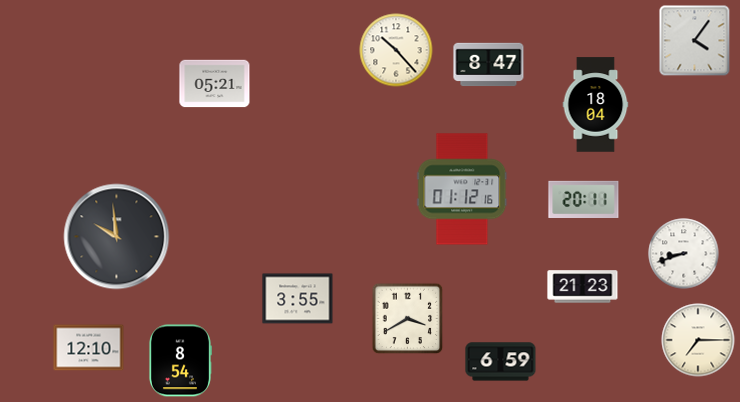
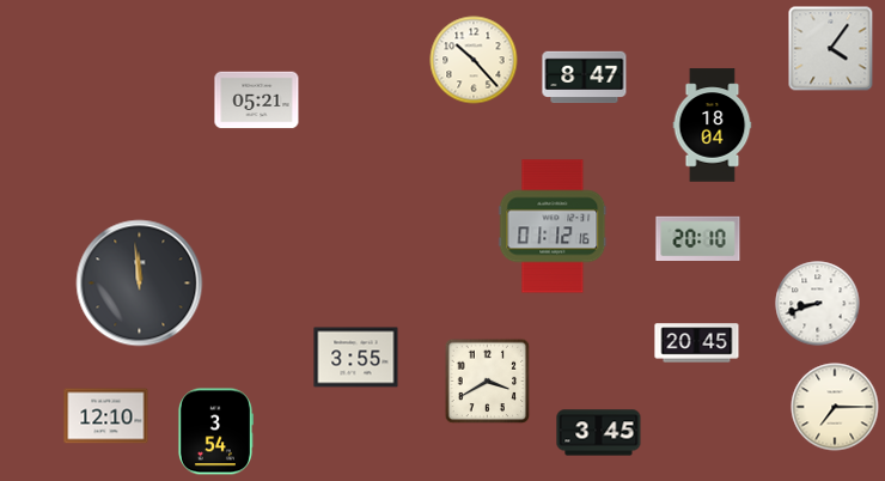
clock at (584, 199): 20:11 -> 20:10
clock at (117, 237): 9:59 -> 11:59
clock at (583, 287): 21:23 -> 20:45
clock at (180, 361): 8:54 -> 3:54
clock at (501, 362): 6:59 -> 3:45
